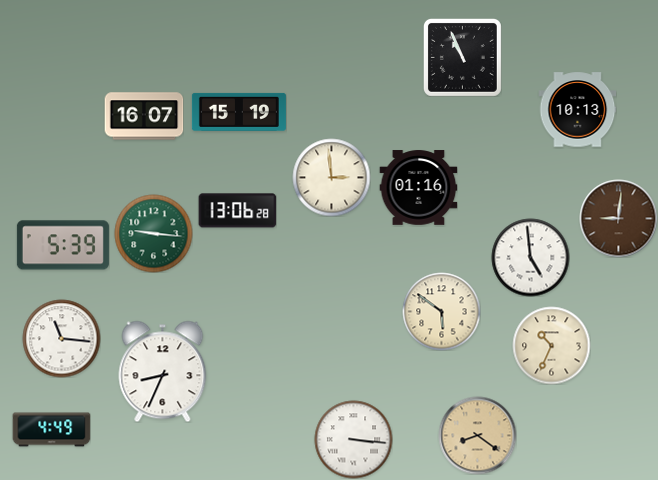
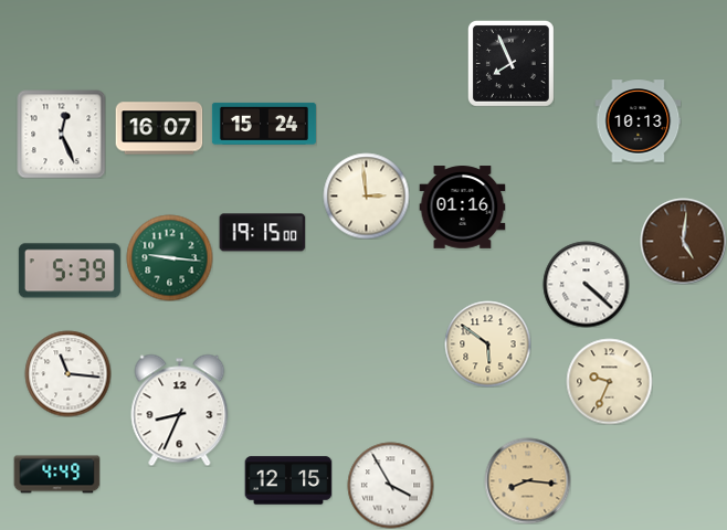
clock at (462, 57): 10:56 -> 7:56
clock at (239, 112): 15:19 -> 15:24
clock at (61, 134): none -> 12:26
clock at (237, 211): 13:06 -> 19:15
clock at (618, 218): 9:01 -> 5:01
clock at (530, 257): 4:59 -> 4:22
clock at (551, 345): 10:34 -> 9:34
clock at (288, 480): none -> 12:15
clock at (477, 435): 8:21 -> 8:16
clock at (353, 439): 3:16 -> 3:55
